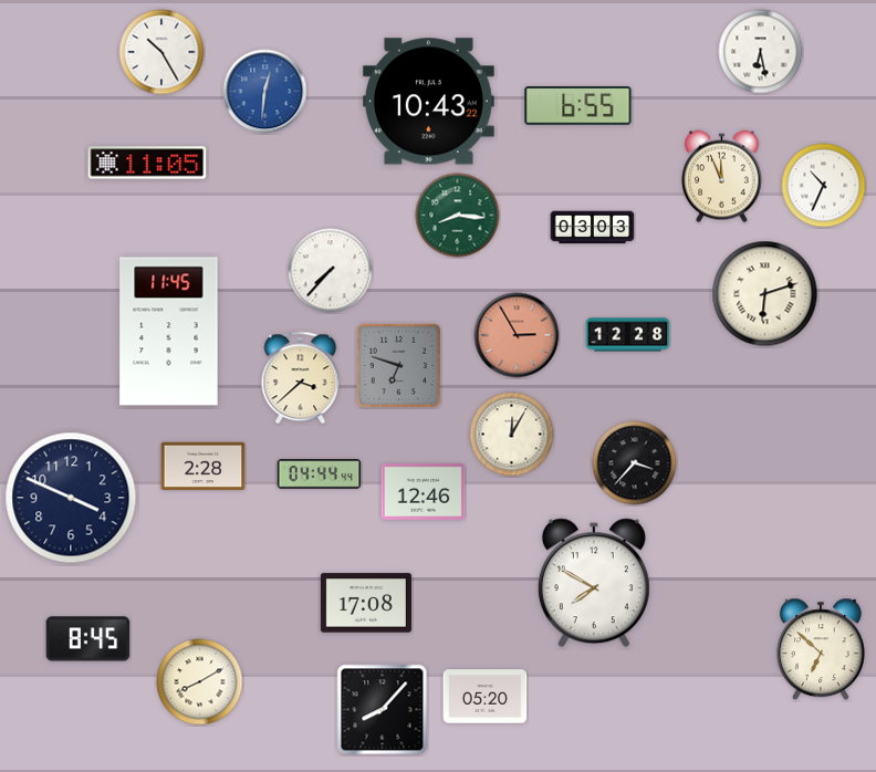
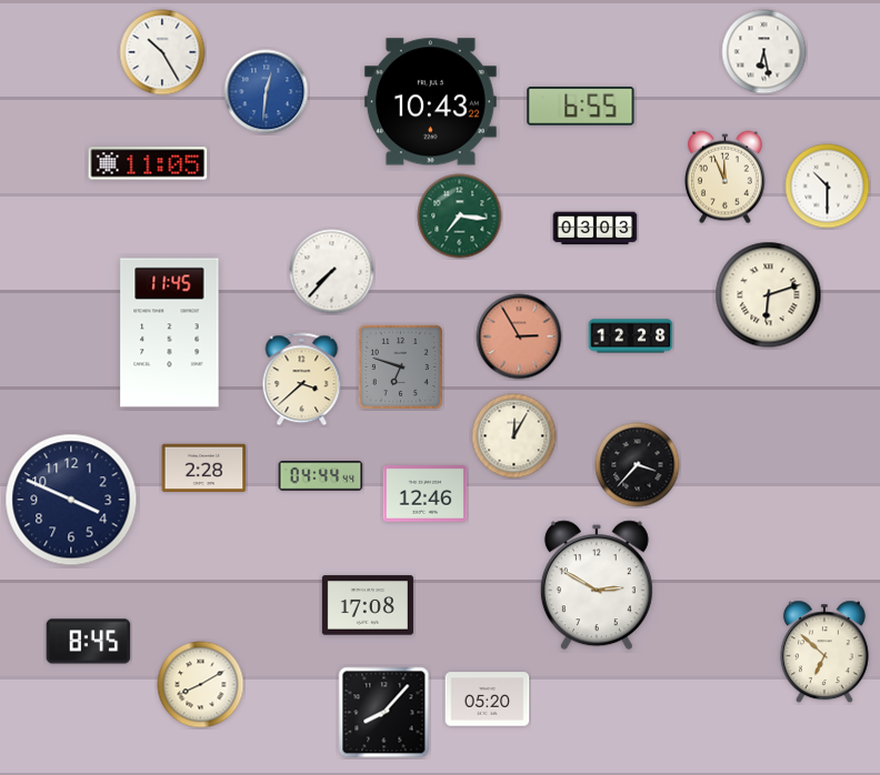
clock at (824, 186): 10:34 -> 10:30
clock at (458, 216): 8:16 -> 7:16
clock at (594, 583): 7:50 -> 2:50
